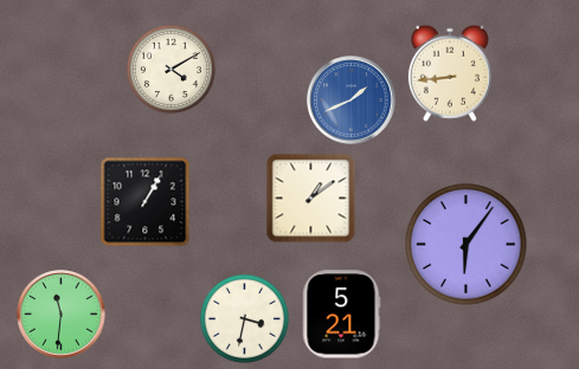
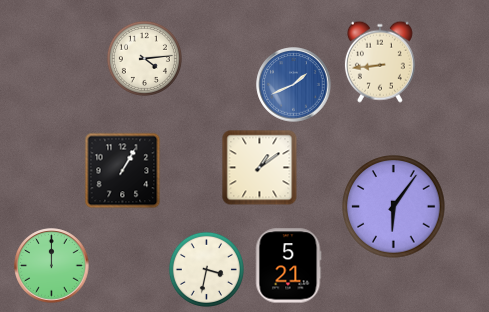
clock at (171, 69): 4:10 -> 4:14
clock at (352, 101) position: (352, 101) -> (294, 85)
clock at (311, 199) position: (311, 199) -> (260, 168)
clock at (62, 315): 11:31 -> 12:00
